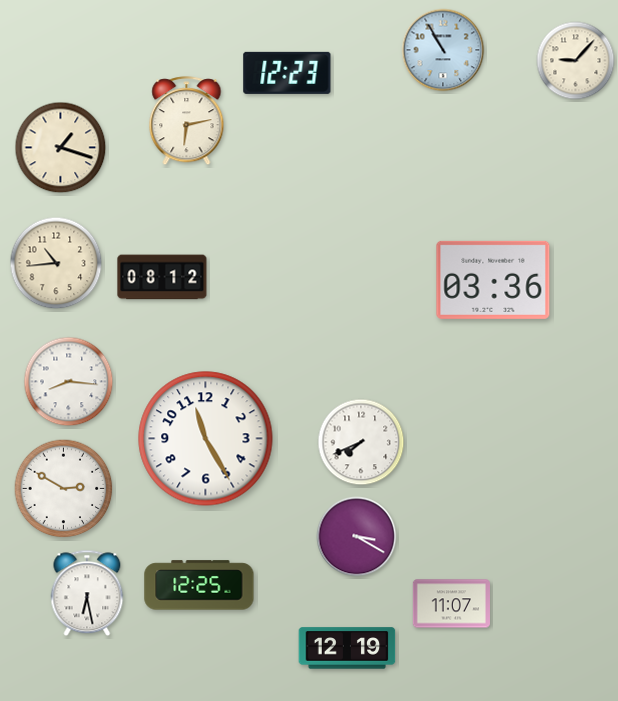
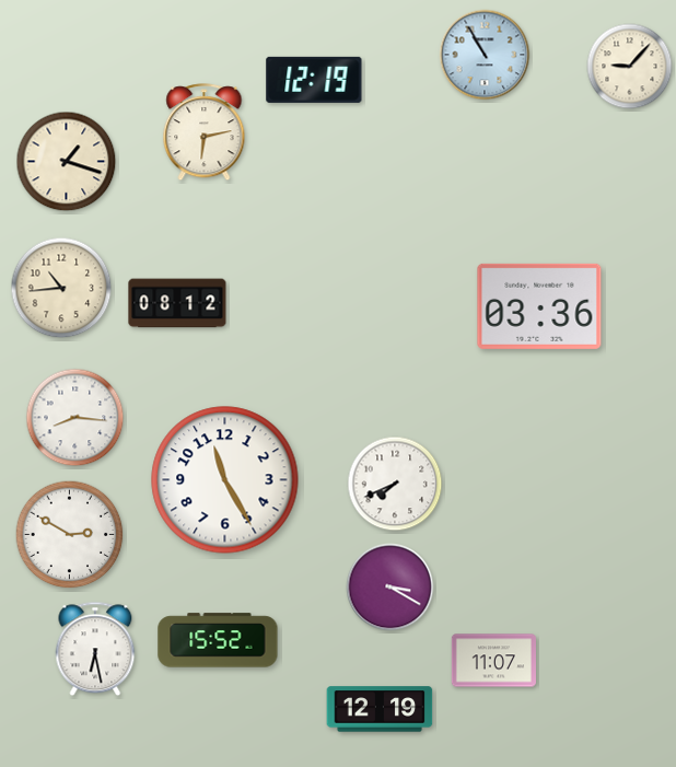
clock at (287, 73): 12:23 -> 12:19
clock at (199, 585): 12:25 -> 15:52
